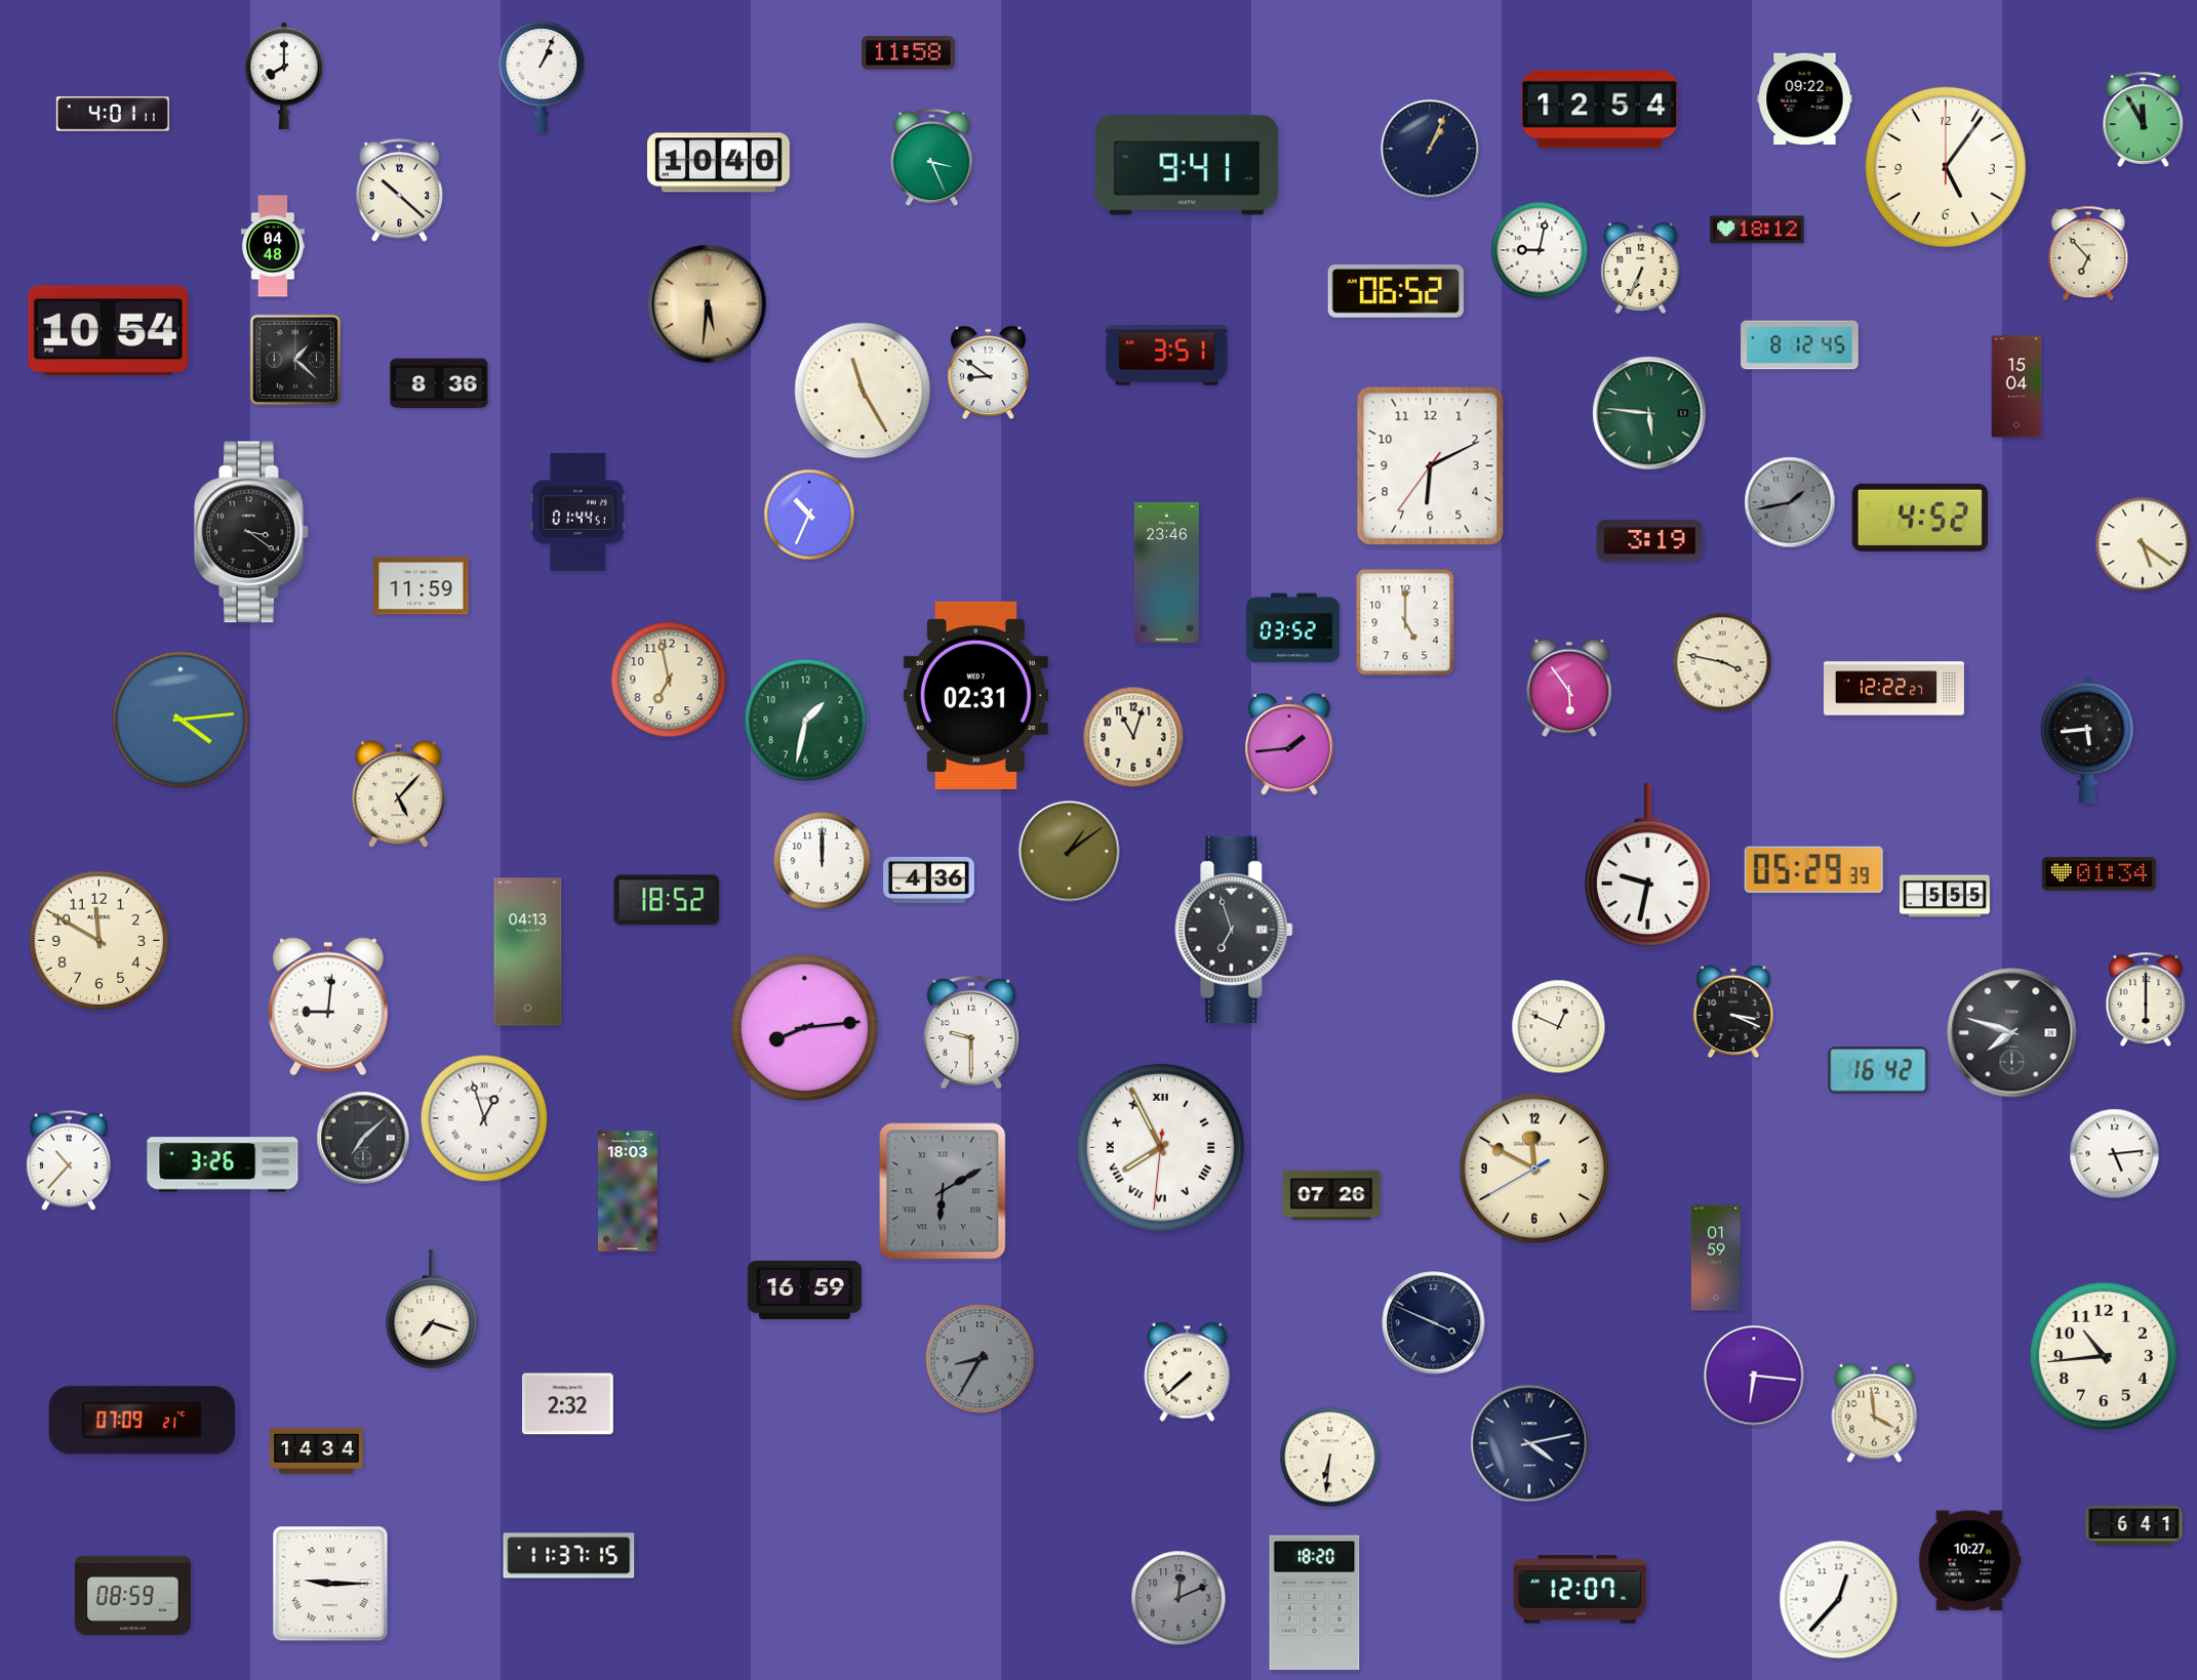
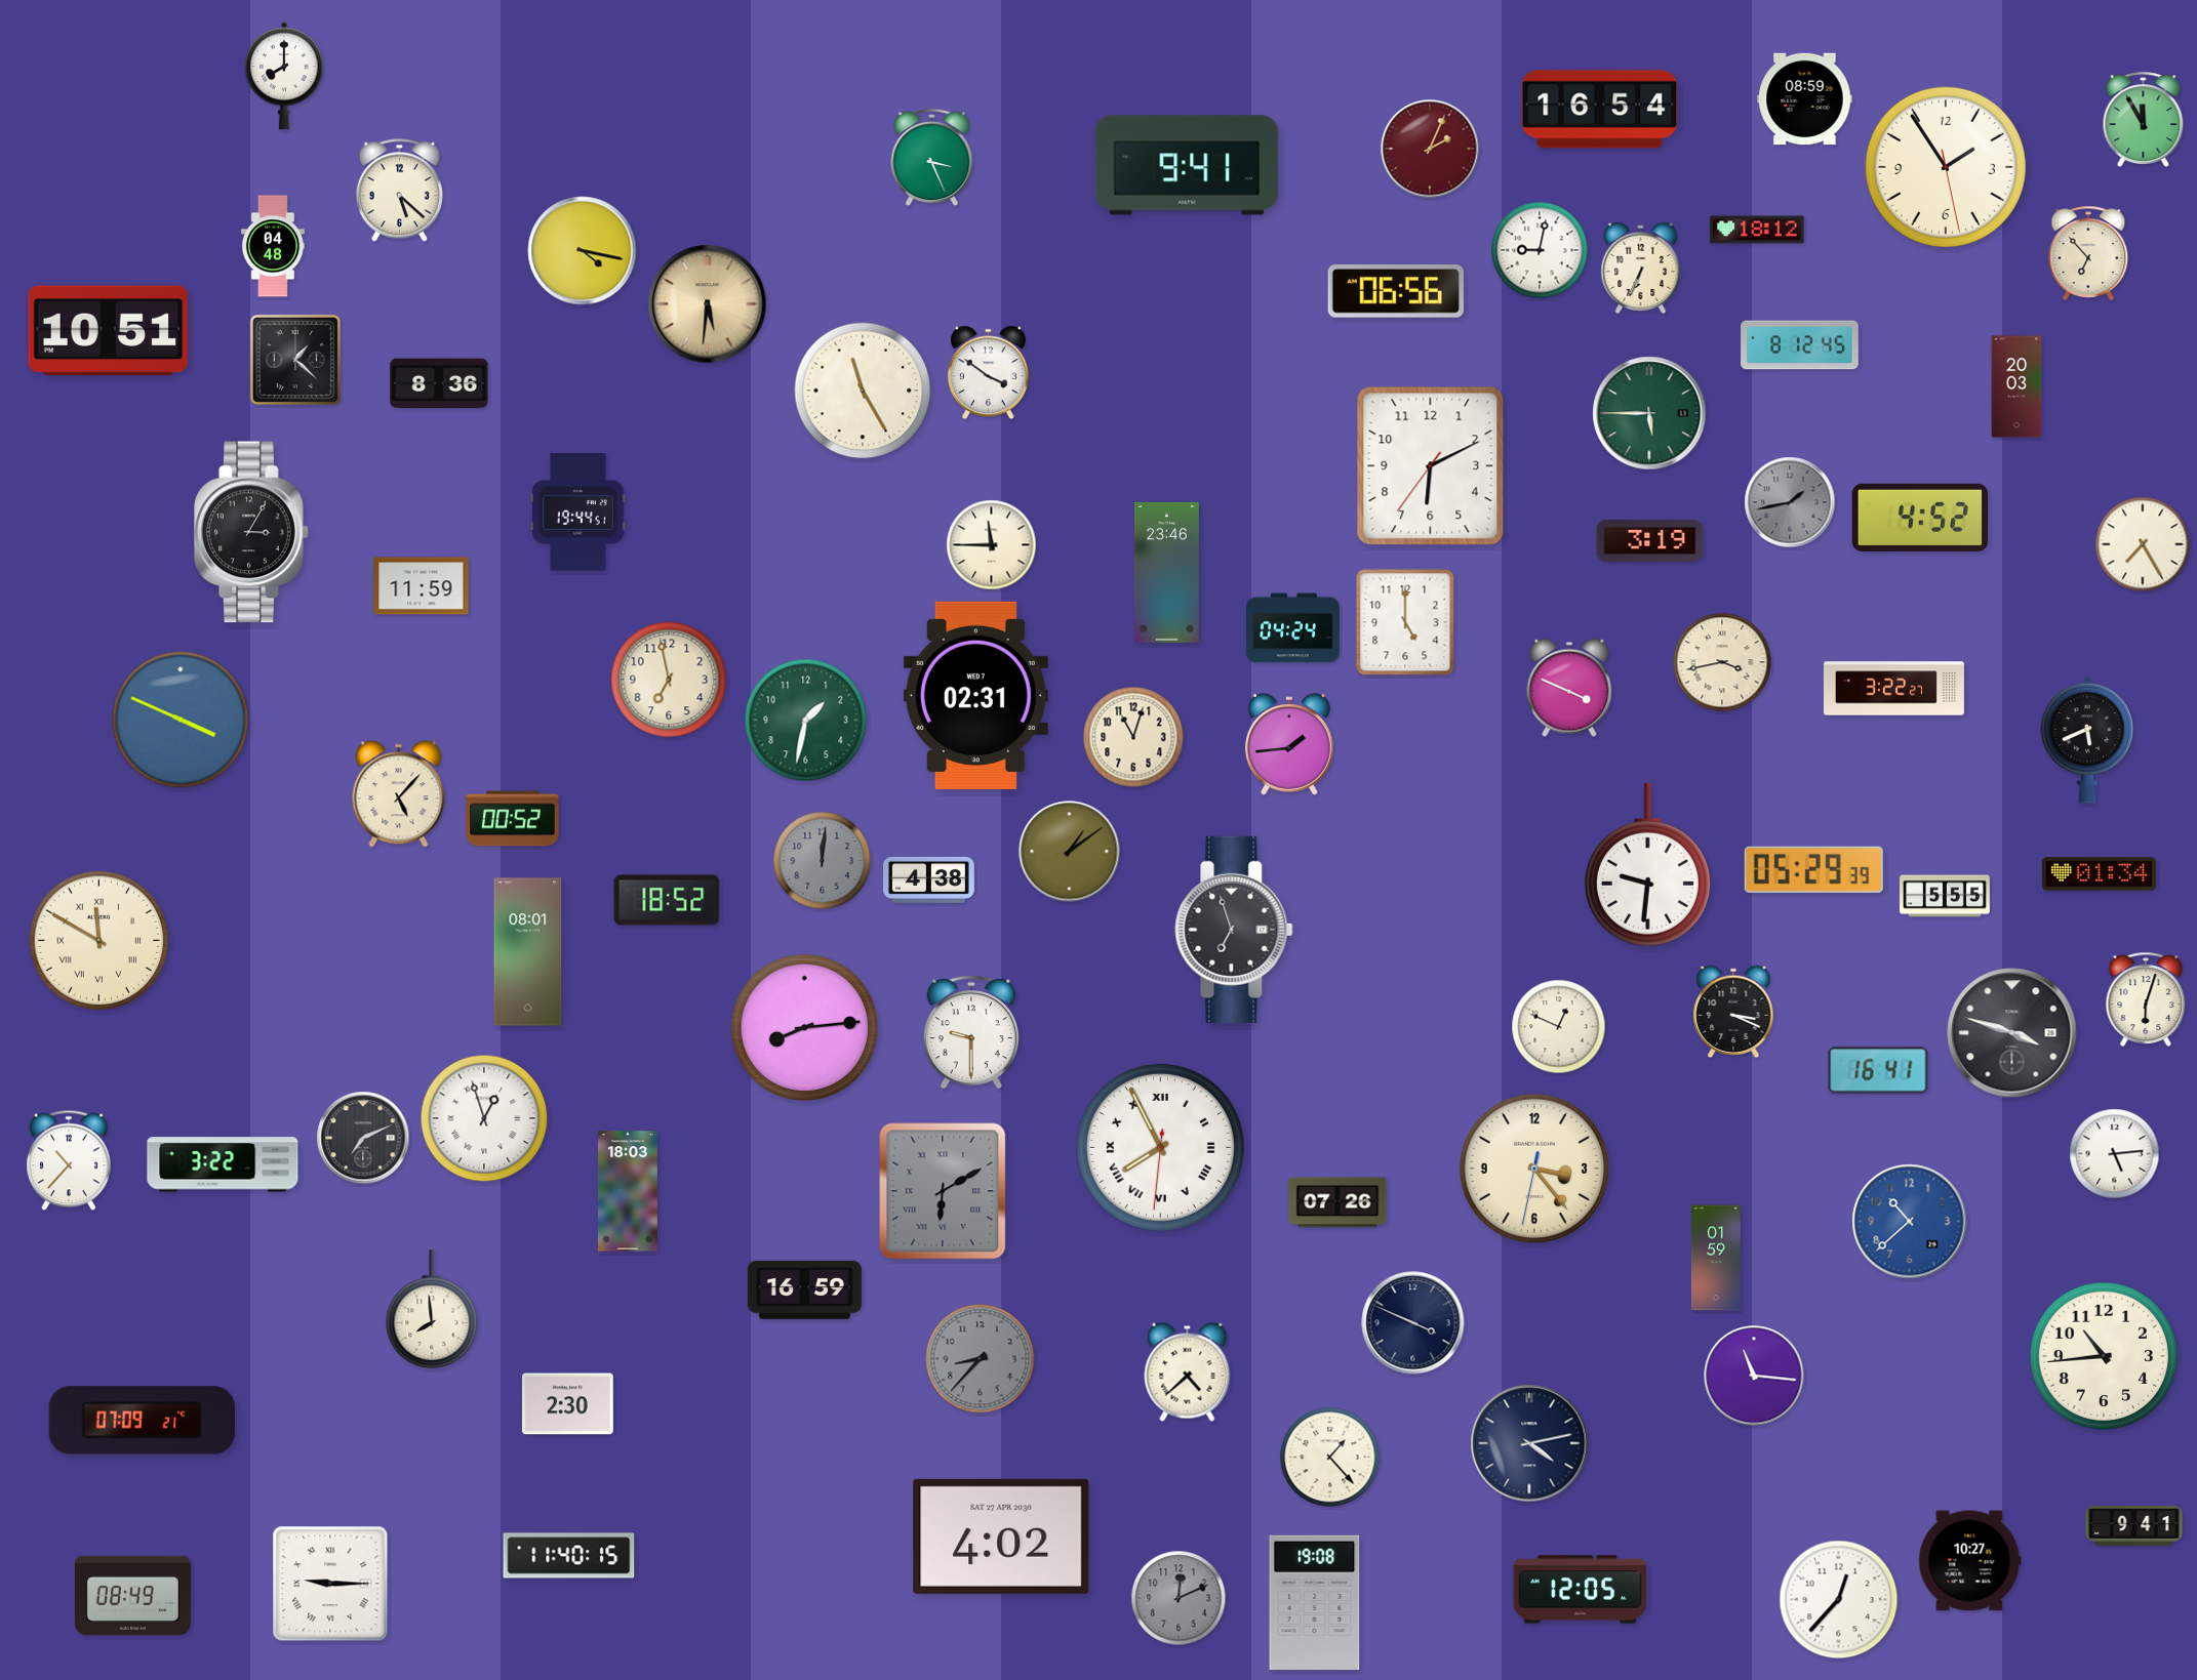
clock at (909, 53): 11:58 -> none
clock at (542, 76): 1:04 -> none
clock at (1805, 99): 09:22 -> 08:59
clock at (1600, 110): 12:54 -> 16:54
clock at (113, 114): 4:01 -> none
clock at (1430, 149): 1:04 -> 2:04
clock at (1430, 149) dial: navy -> burgundy
clock at (719, 163): 10:40 -> none
clock at (1946, 167): 5:06 -> 1:54
clock at (399, 191): 10:22 -> 5:22
clock at (583, 251): none -> 4:17
clock at (1396, 292): 06:52 -> 06:56
clock at (108, 331): 10:54 -> 10:51
clock at (1167, 356): 3:51 -> none
clock at (989, 373): 8:51 -> 3:51
clock at (2016, 386): 15:04 -> 20:03
clock at (1649, 413): 5:46 -> 5:45
clock at (578, 513): 01:44 -> 19:44
clock at (809, 515): 10:34 -> none
clock at (252, 532): 3:21 -> 3:05
clock at (2143, 544): 5:21 -> 7:25
clock at (992, 545): none -> 11:45
clock at (1293, 628): 03:52 -> 04:24
clock at (1722, 662): 3:47 -> 3:43
clock at (1569, 688): 5:54 -> 3:49
clock at (1893, 689): 12:22 -> 3:22
clock at (181, 720): 4:14 -> 3:49
clock at (2087, 740): 5:44 -> 5:41
clock at (513, 819): none -> 00:52
clock at (823, 861): 12:00 -> 12:01
clock at (823, 861) dial: white -> grey
clock at (1647, 865): 9:32 -> 9:31
clock at (929, 879): 4:36 -> 4:38
clock at (99, 941) numerals: Arabic -> Roman
clock at (528, 952): 04:13 -> 08:01
clock at (2146, 999): 6:00 -> 6:03
clock at (328, 1007): 9:01 -> none
clock at (2012, 1033): 7:48 -> 3:48
clock at (1878, 1070): 16:42 -> 16:41
clock at (363, 1138): 7:08 -> 7:11
clock at (223, 1164): 3:26 -> 3:22
clock at (1534, 1169): 11:49 -> 3:23
clock at (1331, 1195) position: (1331, 1195) -> (1337, 1202)
clock at (1910, 1222): none -> 10:38
clock at (432, 1309): 7:18 -> 7:59
clock at (1434, 1323) position: (1434, 1323) -> (1413, 1323)
clock at (981, 1359): 8:35 -> 8:37
clock at (1188, 1371): 7:38 -> 4:38
clock at (1754, 1376): 6:16 -> 11:16
clock at (568, 1404): 2:32 -> 2:30
clock at (1875, 1412): 3:59 -> none
clock at (317, 1450): 14:34 -> none
clock at (1330, 1458): 6:31 -> 1:23
clock at (2134, 1526): 6:41 -> 9:41
clock at (1001, 1536): none -> 4:02
clock at (569, 1556): 11:37 -> 11:40
clock at (1581, 1590): 12:07 -> 12:05
clock at (132, 1595): 08:59 -> 08:49
clock at (1315, 1603): 18:20 -> 19:08
